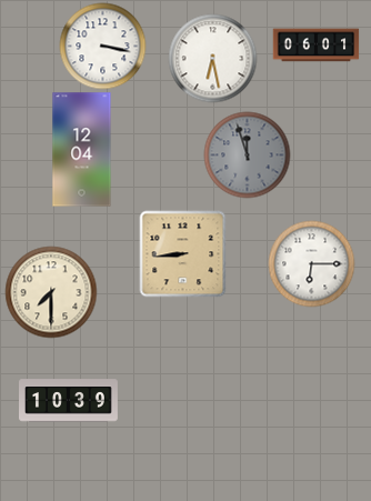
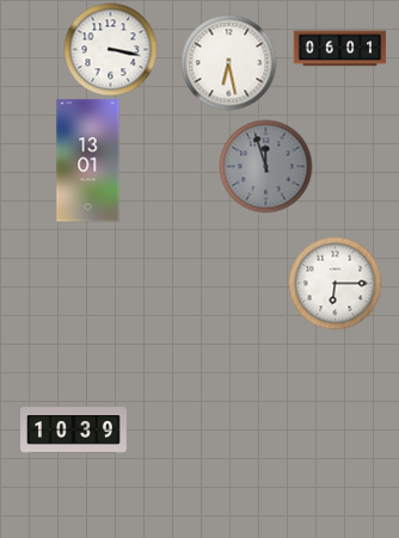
clock at (82, 150): 12:04 -> 13:01
clock at (182, 253): 8:44 -> none
clock at (51, 292): 7:30 -> none
